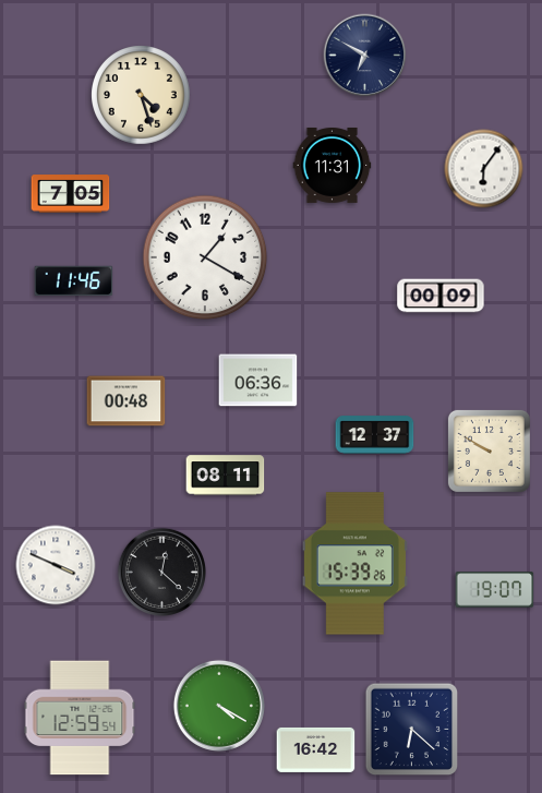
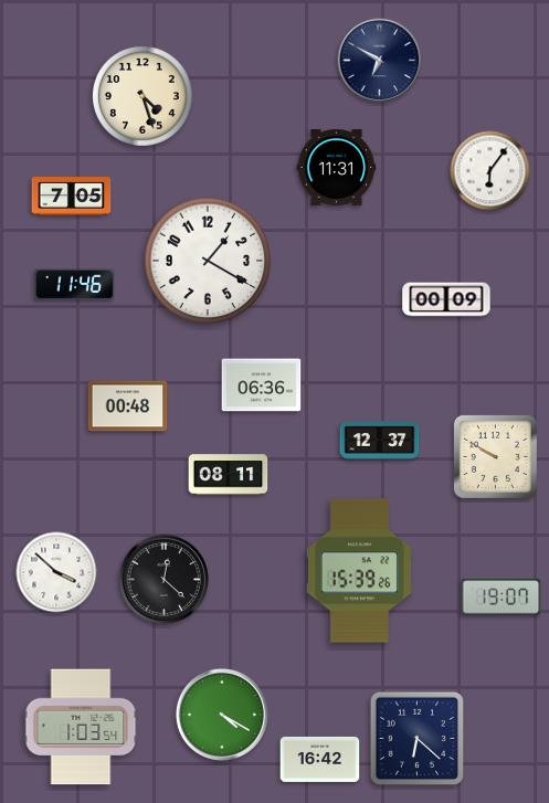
clock at (365, 56) position: (365, 56) -> (380, 61)
clock at (226, 476) position: (226, 476) -> (229, 475)
clock at (56, 565): 3:49 -> 3:52
clock at (80, 718): 12:59 -> 1:03
